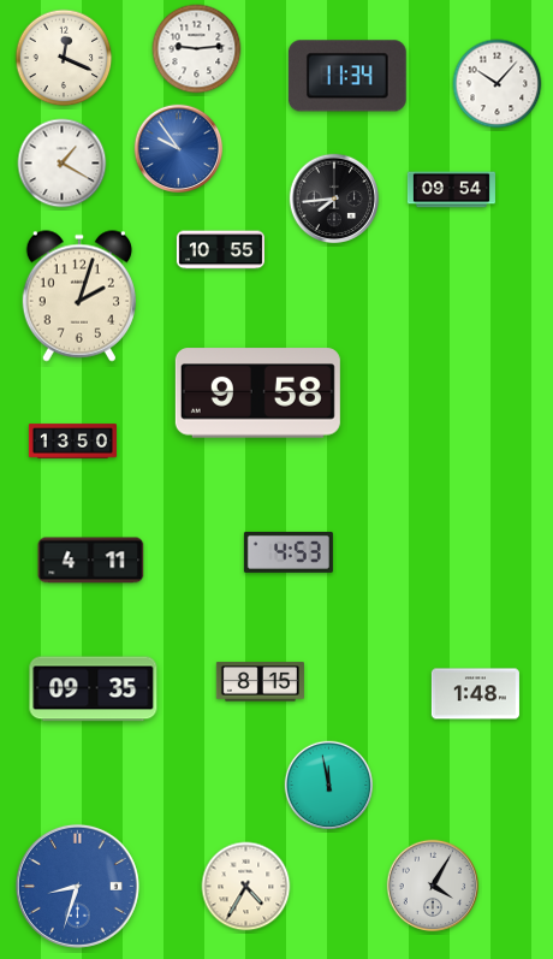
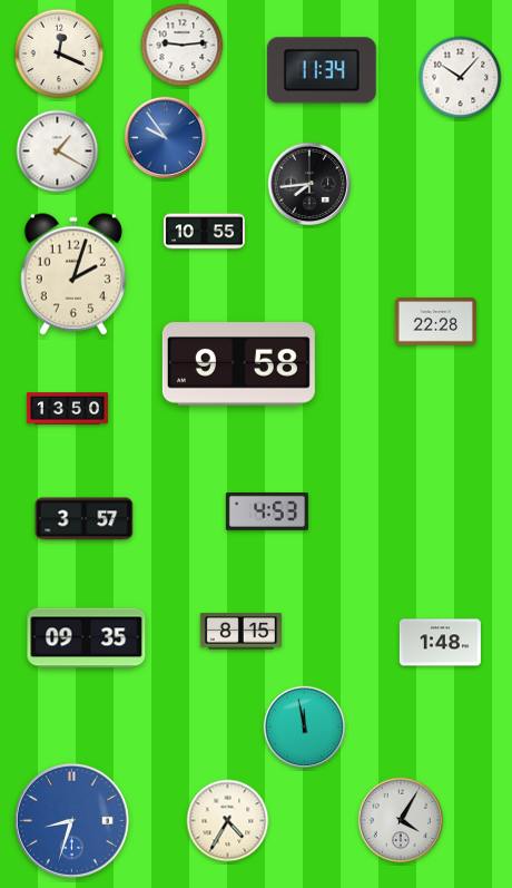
clock at (451, 190): 09:54 -> none
clock at (435, 322): none -> 22:28
clock at (91, 561): 4:11 -> 3:57
